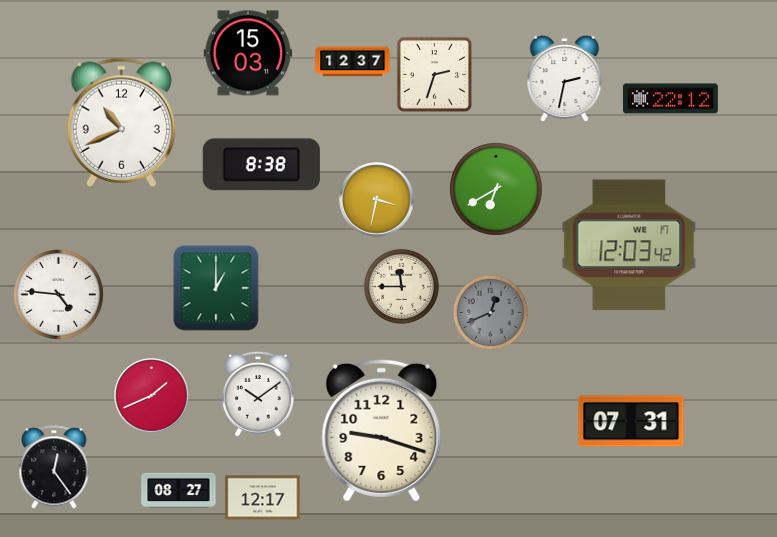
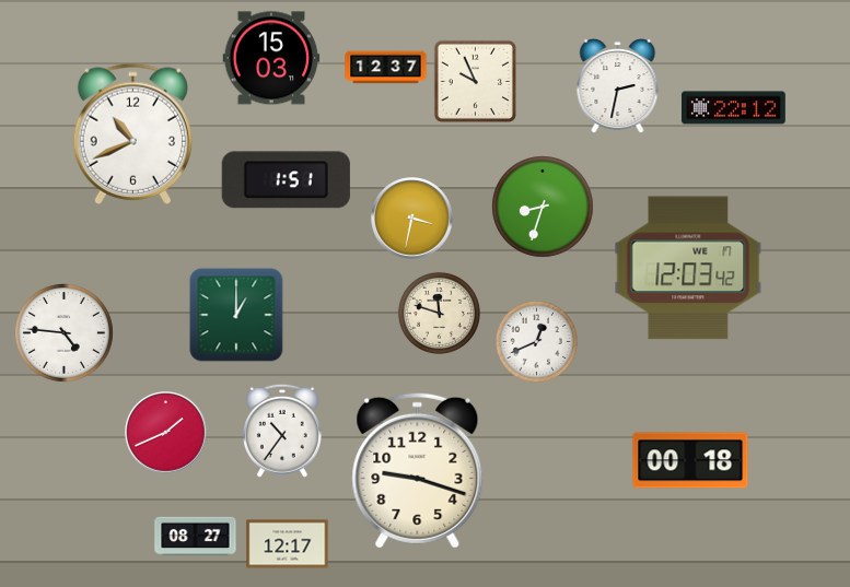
clock at (434, 74): 2:33 -> 9:56
clock at (261, 165): 8:38 -> 1:51
clock at (497, 190): 6:40 -> 8:33
clock at (401, 286): 11:45 -> 11:48
clock at (59, 295) position: (59, 295) -> (65, 333)
clock at (490, 312) dial: grey -> white
clock at (258, 394): 10:09 -> 10:36
clock at (631, 421): 07:31 -> 00:18
clock at (54, 467): 12:24 -> none
